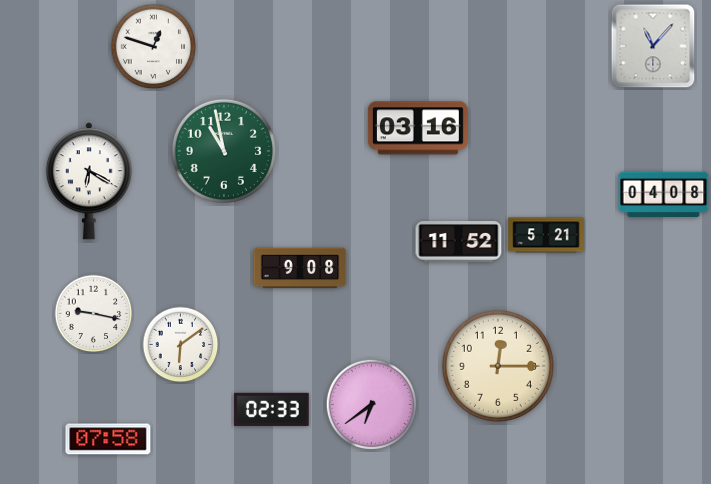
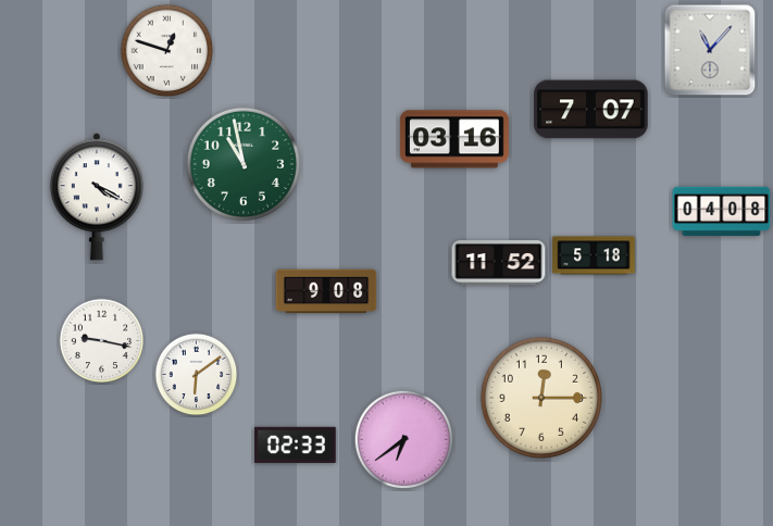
clock at (591, 110): none -> 7:07
clock at (89, 181): 6:20 -> 4:20
clock at (546, 235): 5:21 -> 5:18
clock at (108, 439): 07:58 -> none
